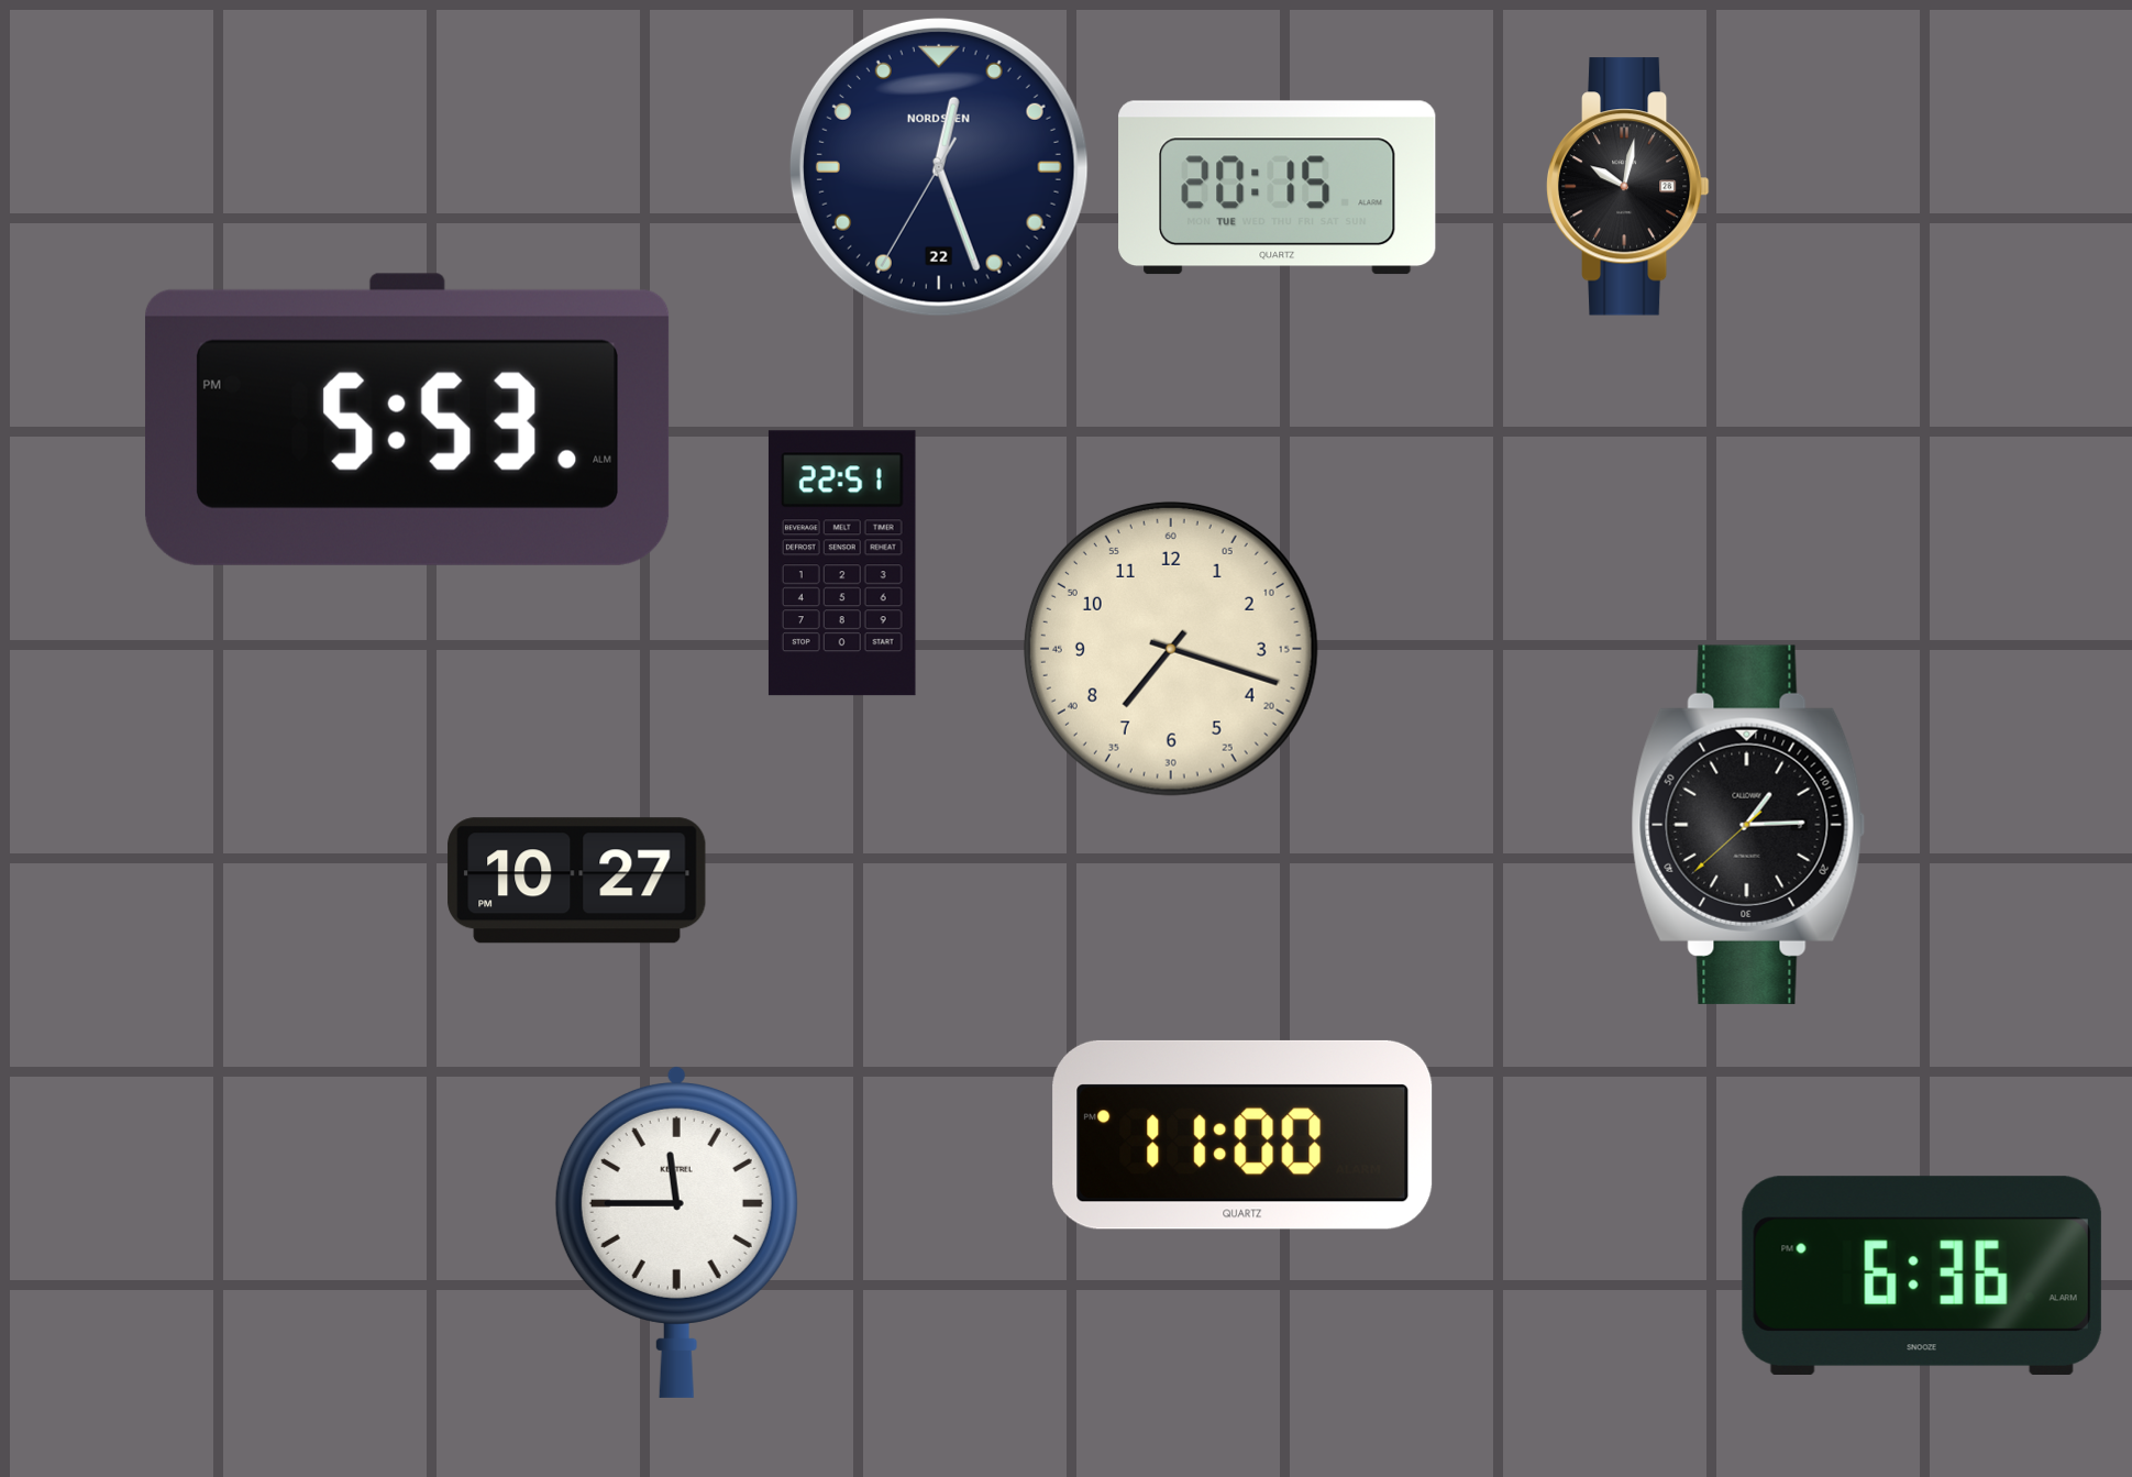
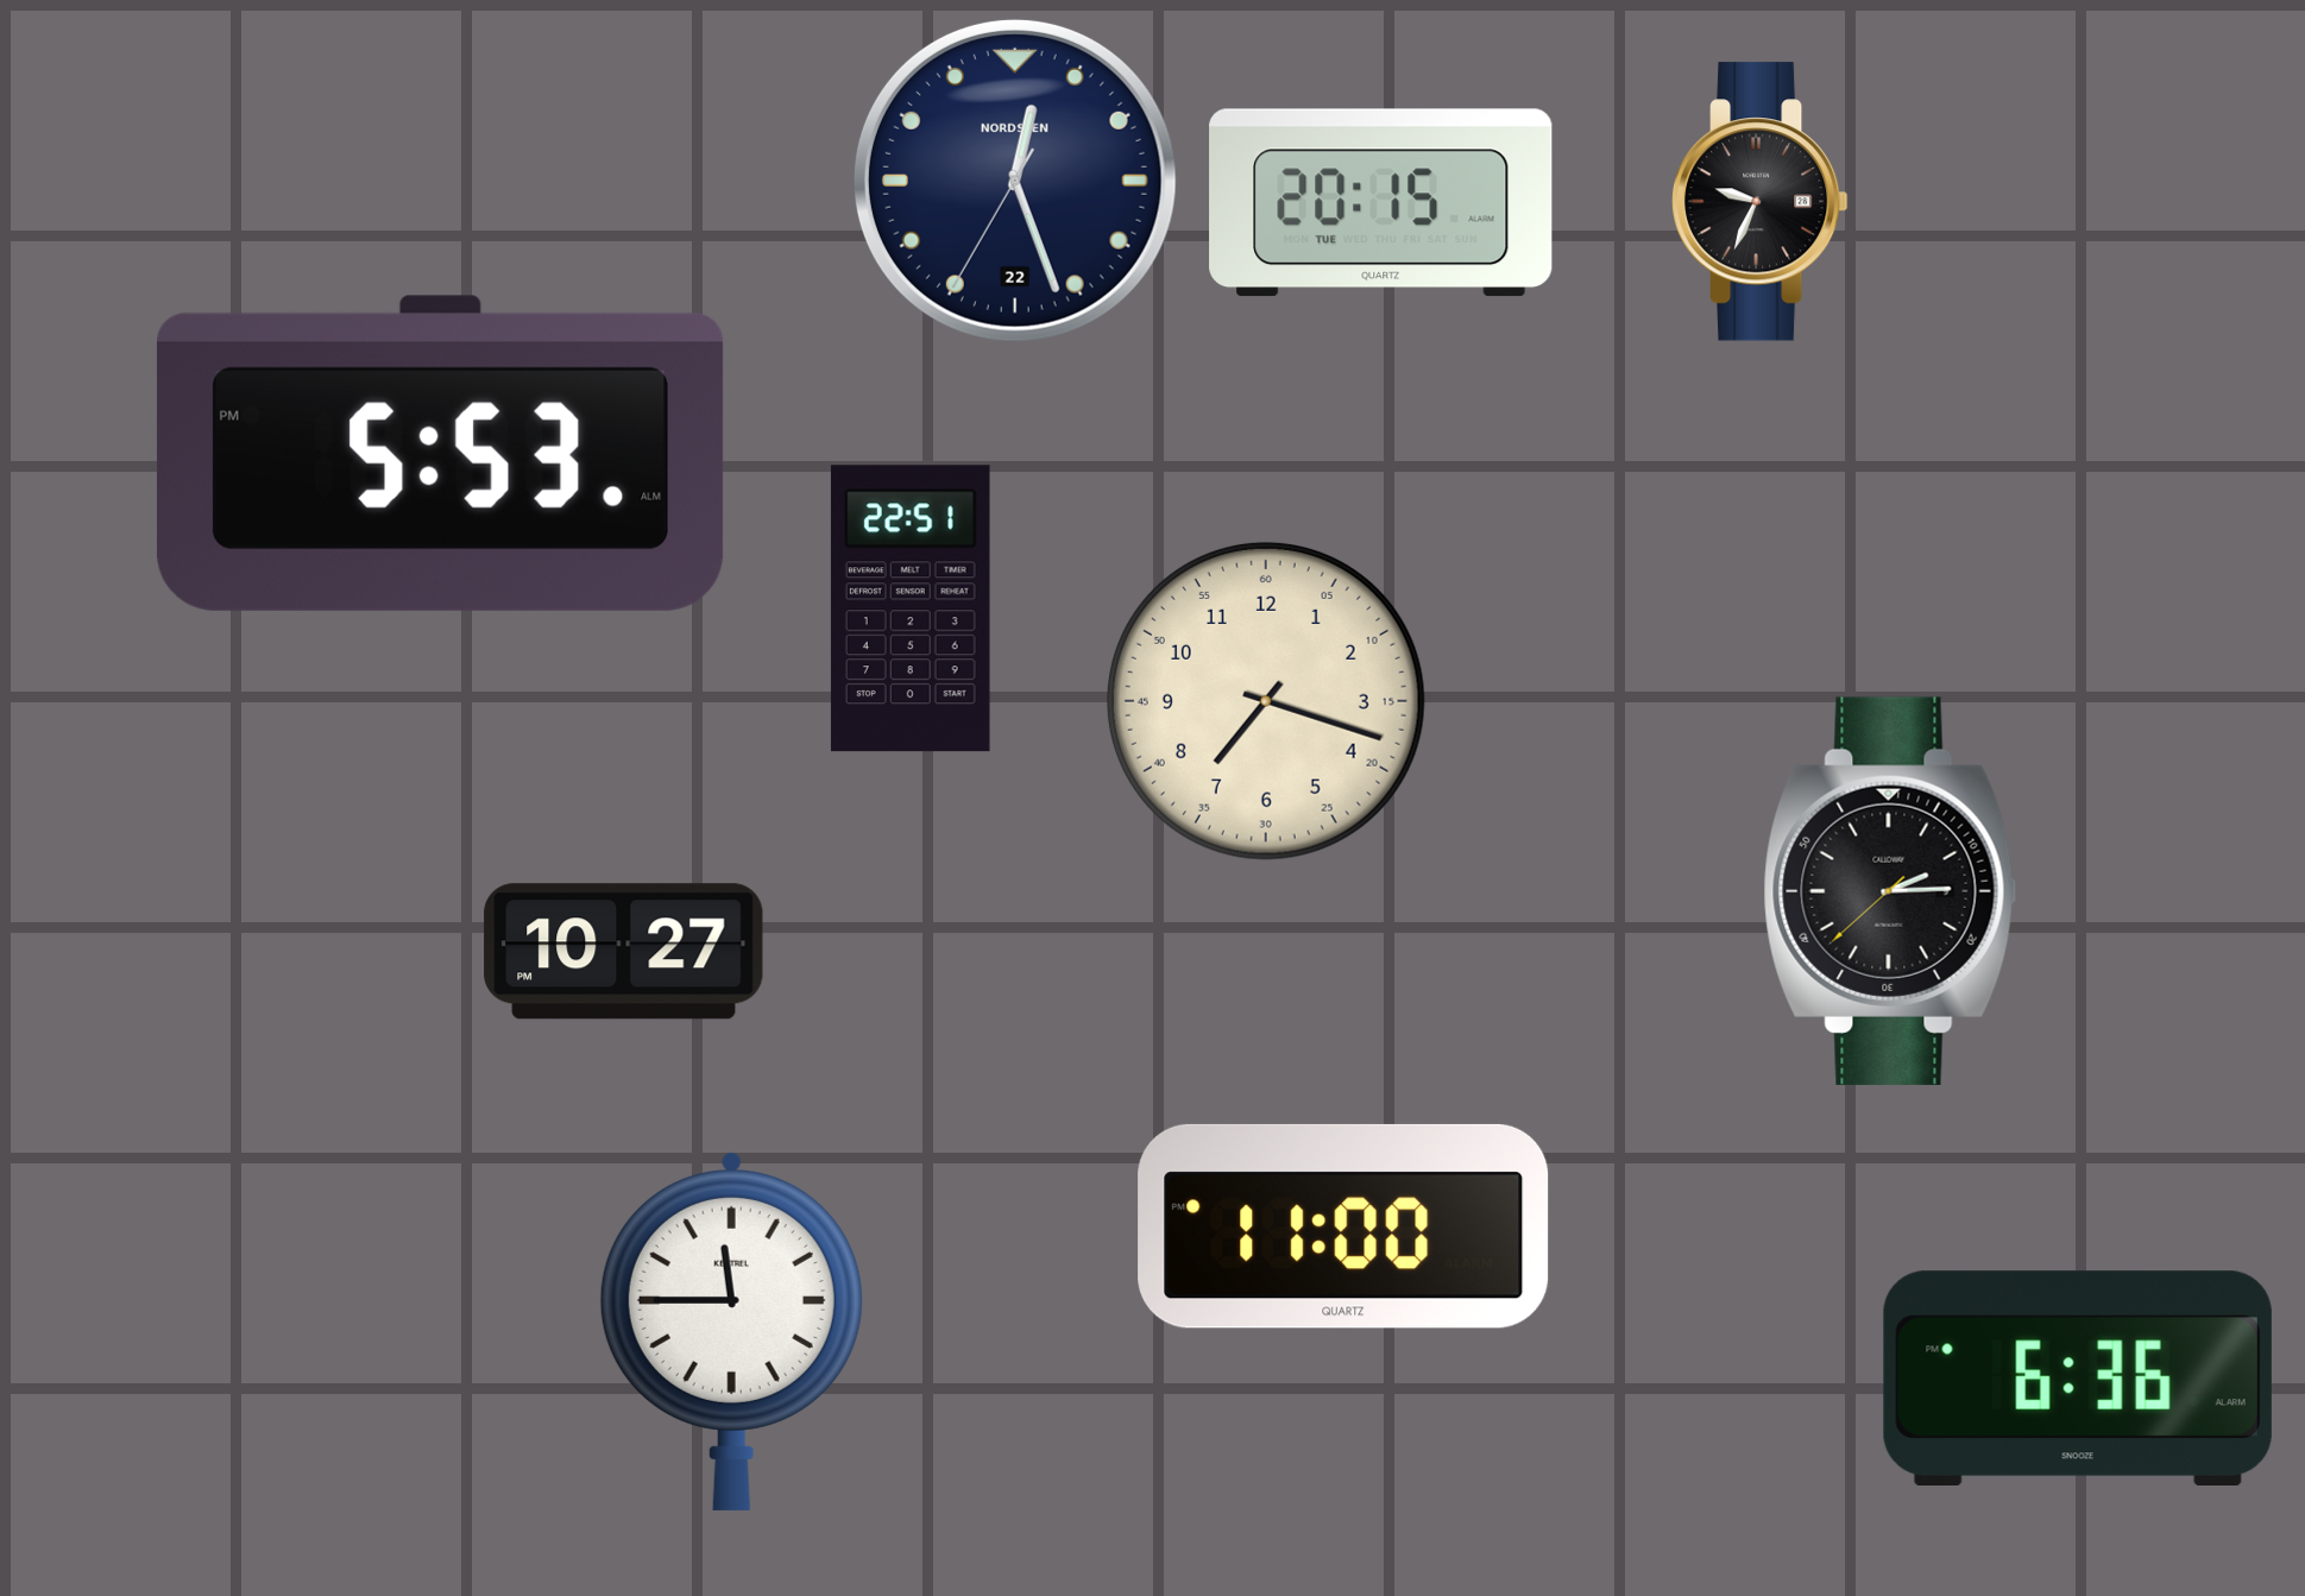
clock at (1627, 187): 10:02 -> 9:34
clock at (1748, 825): 1:14 -> 2:14
